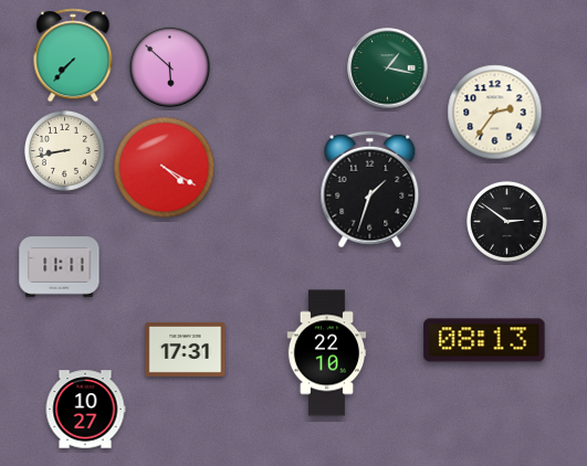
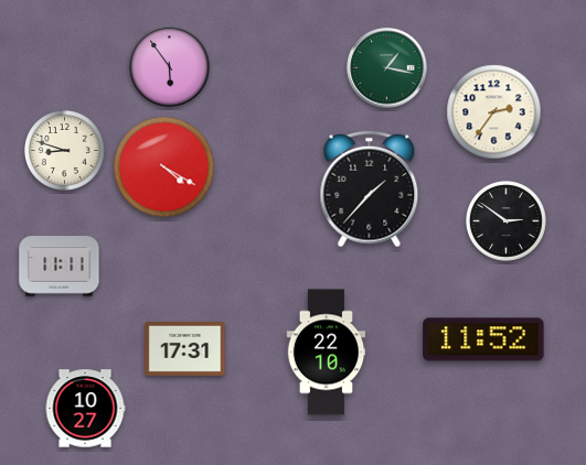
clock at (73, 55): 7:37 -> none
clock at (170, 67): 5:52 -> 5:54
clock at (64, 150): 8:43 -> 8:48
clock at (370, 190): 1:33 -> 1:37
clock at (484, 340): 08:13 -> 11:52
